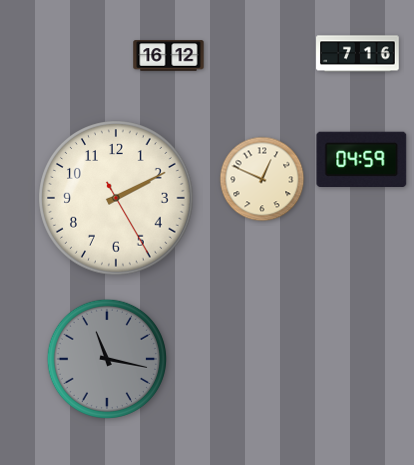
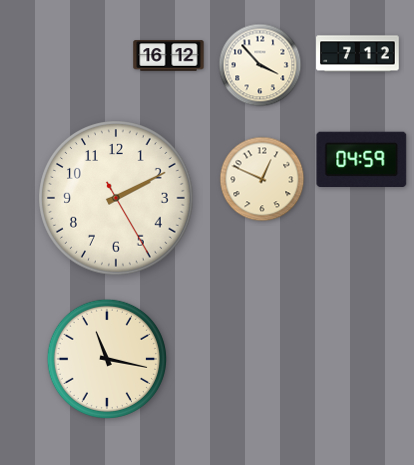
clock at (358, 54): 7:16 -> 7:12
clock at (260, 65): none -> 3:53
clock at (107, 359) dial: grey -> cream
